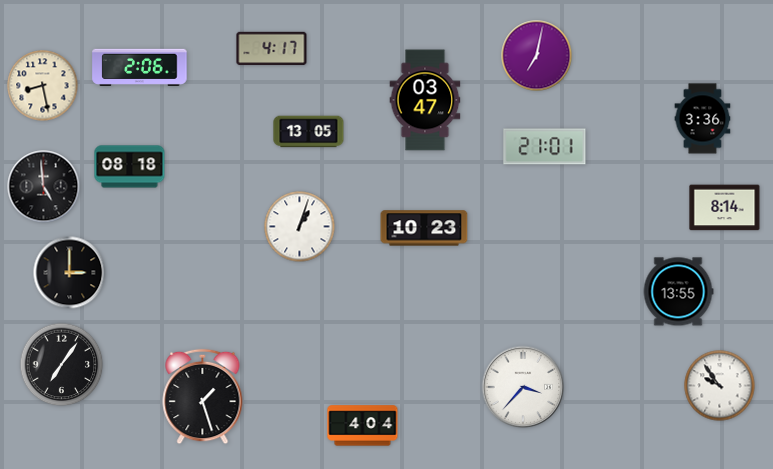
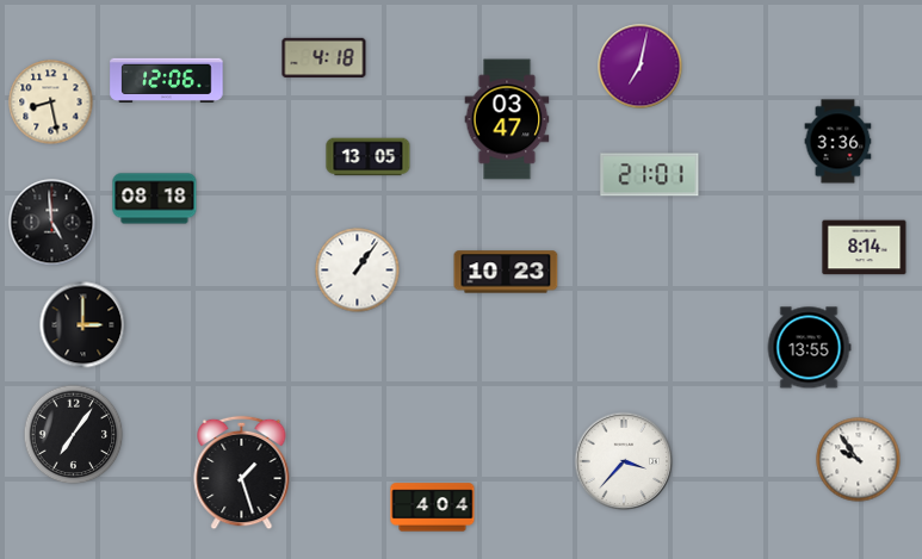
clock at (272, 49): 4:17 -> 4:18
clock at (140, 67): 2:06 -> 12:06
clock at (300, 227): 1:03 -> 1:06
